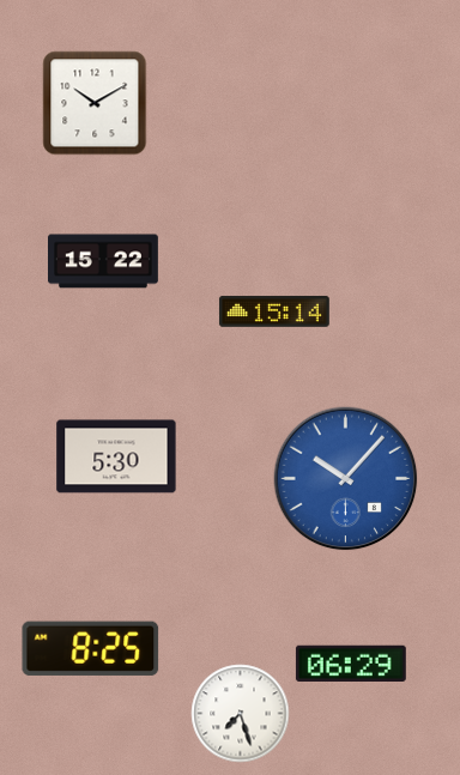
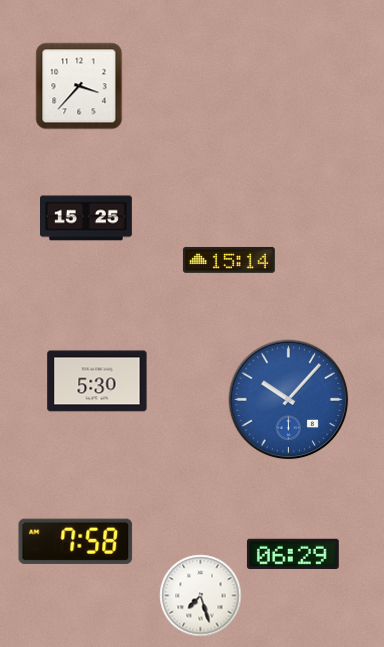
clock at (95, 103): 10:10 -> 3:37
clock at (104, 261): 15:22 -> 15:25
clock at (91, 648): 8:25 -> 7:58
